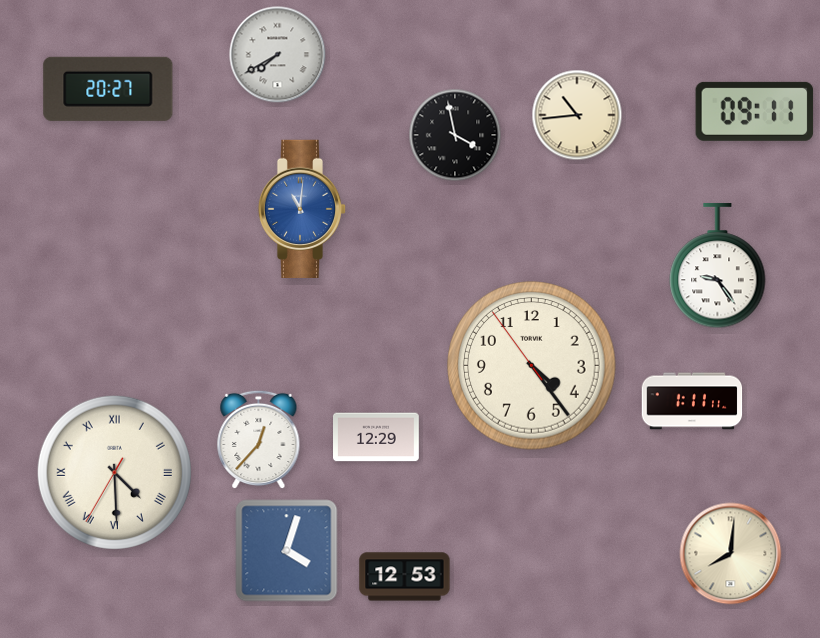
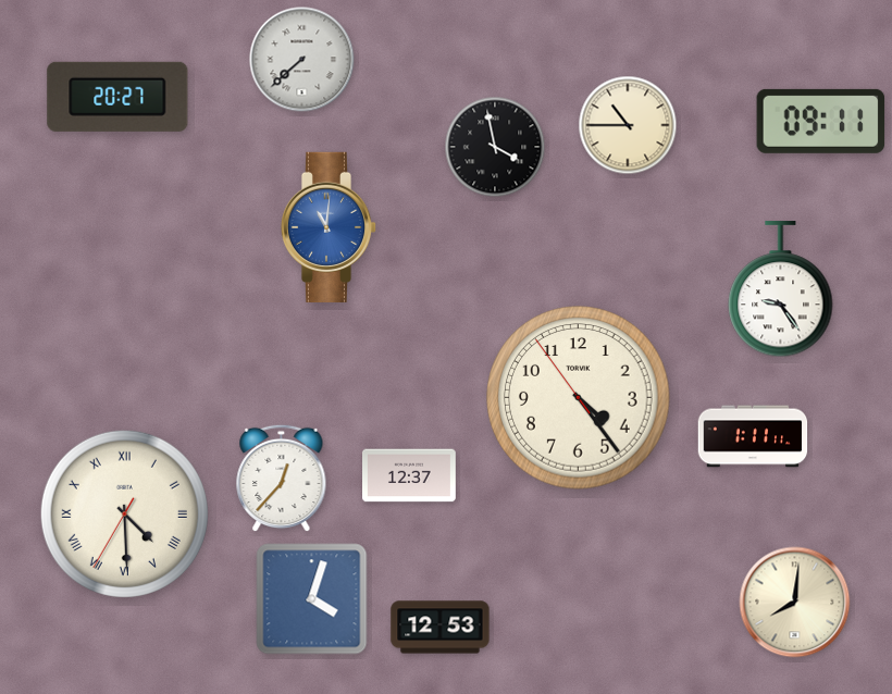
clock at (278, 55): 7:40 -> 7:38
clock at (577, 115): 10:44 -> 10:45
clock at (377, 437): 12:29 -> 12:37
